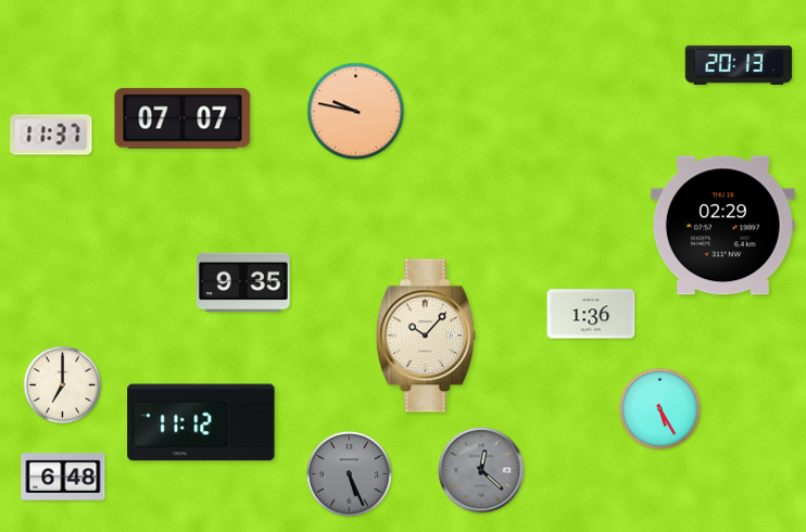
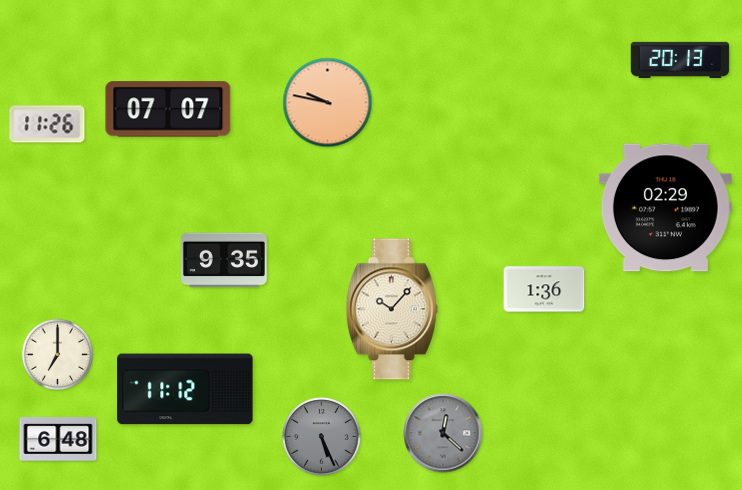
clock at (51, 135): 11:37 -> 11:26
clock at (659, 408): 5:25 -> none
